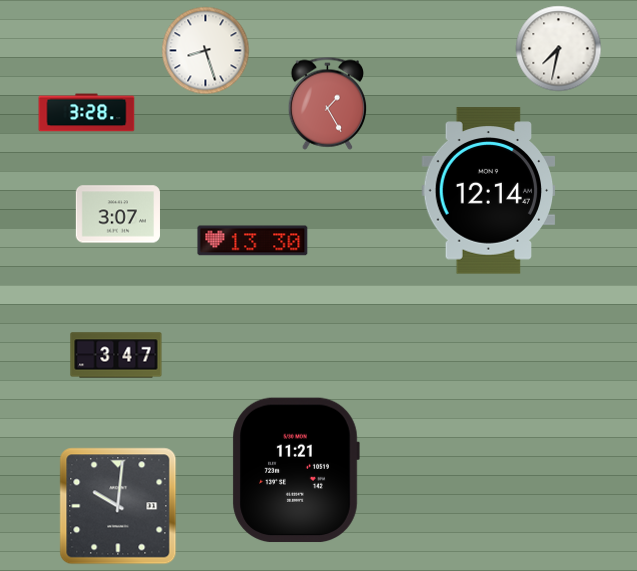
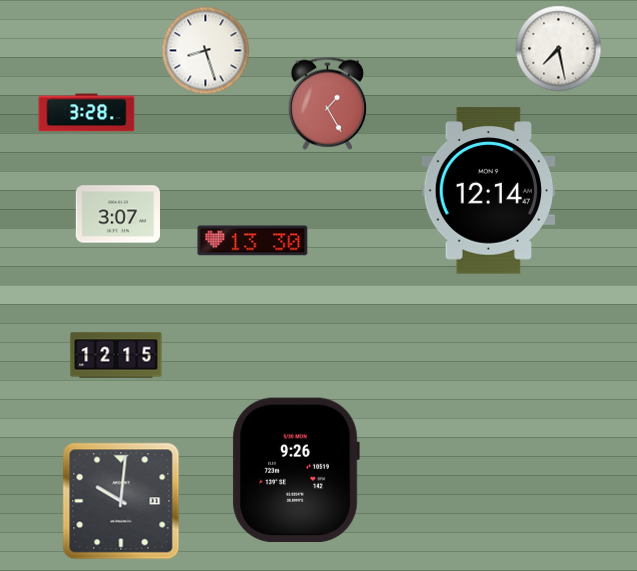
clock at (559, 49): 7:32 -> 7:28
clock at (116, 355): 3:47 -> 12:15
clock at (296, 470): 11:21 -> 9:26
clock at (118, 506) position: (118, 506) -> (121, 501)
